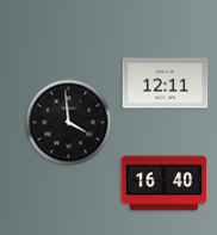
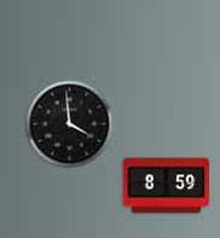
clock at (166, 84): 12:11 -> none
clock at (165, 184): 16:40 -> 8:59
